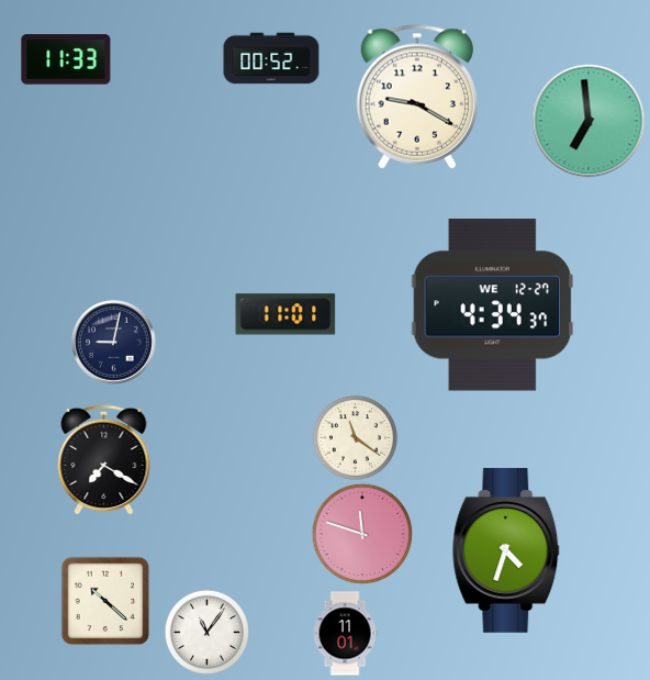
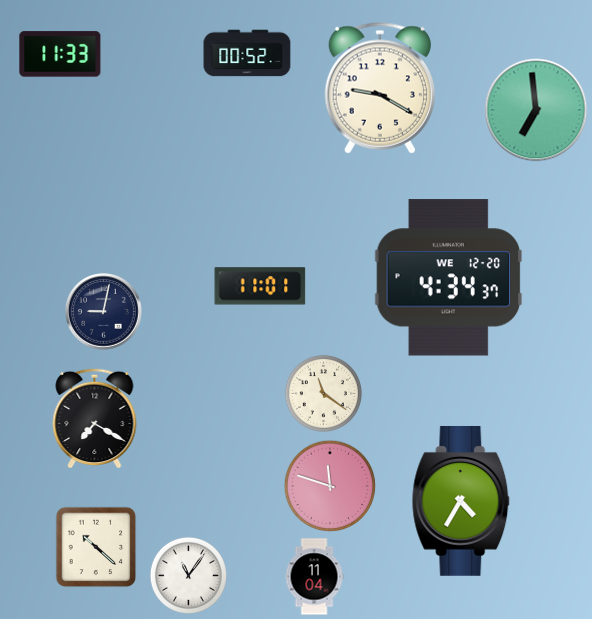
clock at (493, 305) date: WE 12-27 -> WE 12-20
clock at (355, 437) position: (355, 437) -> (323, 393)
clock at (506, 550): 4:33 -> 4:35
clock at (345, 634): 11:01 -> 11:04
